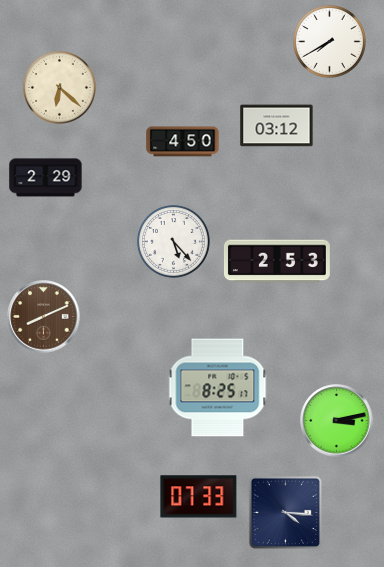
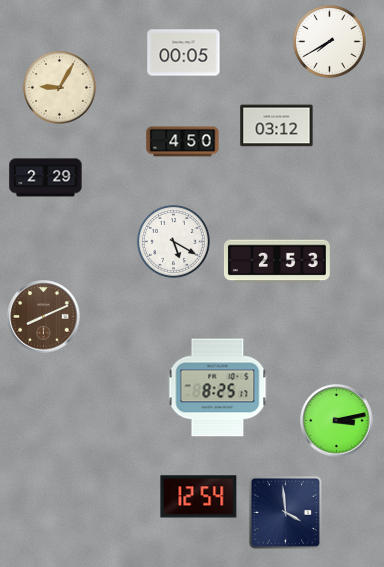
clock at (184, 53): none -> 00:05
clock at (59, 87): 6:22 -> 9:05
clock at (173, 241): 5:23 -> 5:20
clock at (199, 497): 07:33 -> 12:54
clock at (285, 512): 4:16 -> 3:59
